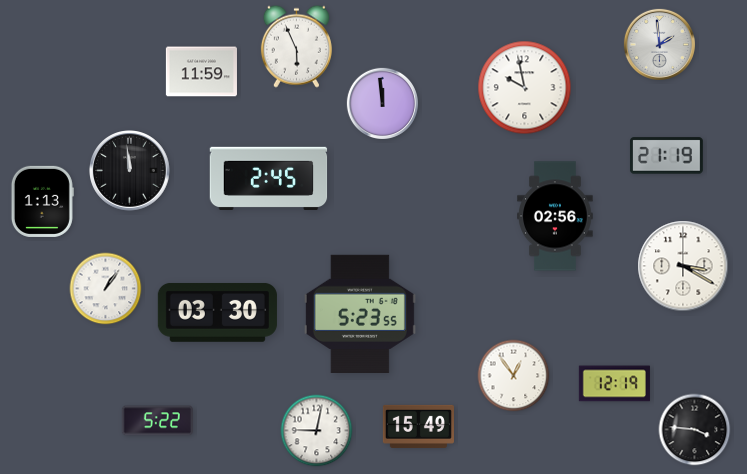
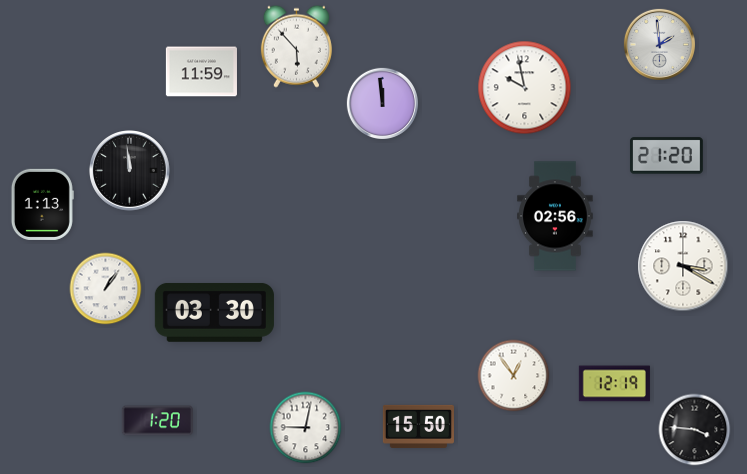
clock at (296, 46): 5:56 -> 5:53
clock at (666, 156): 21:19 -> 21:20
clock at (269, 178): 2:45 -> none
clock at (42, 201) position: (42, 201) -> (42, 204)
clock at (217, 312) position: (217, 312) -> (214, 312)
clock at (360, 313): 5:23 -> none
clock at (157, 421): 5:22 -> 1:20
clock at (418, 426): 15:49 -> 15:50
clock at (317, 431) position: (317, 431) -> (306, 428)
